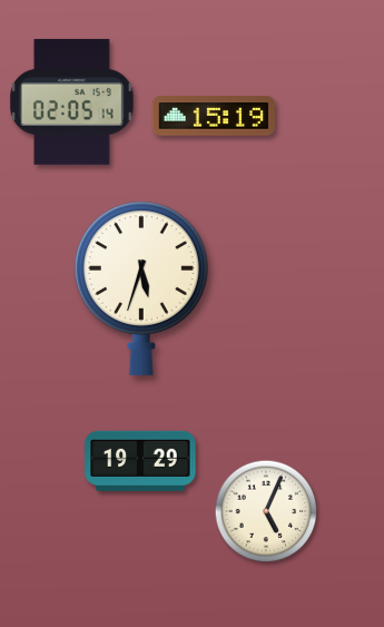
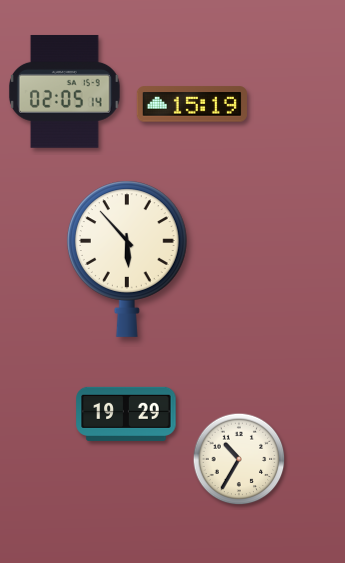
clock at (141, 288): 5:33 -> 5:53
clock at (266, 511): 5:04 -> 10:35
